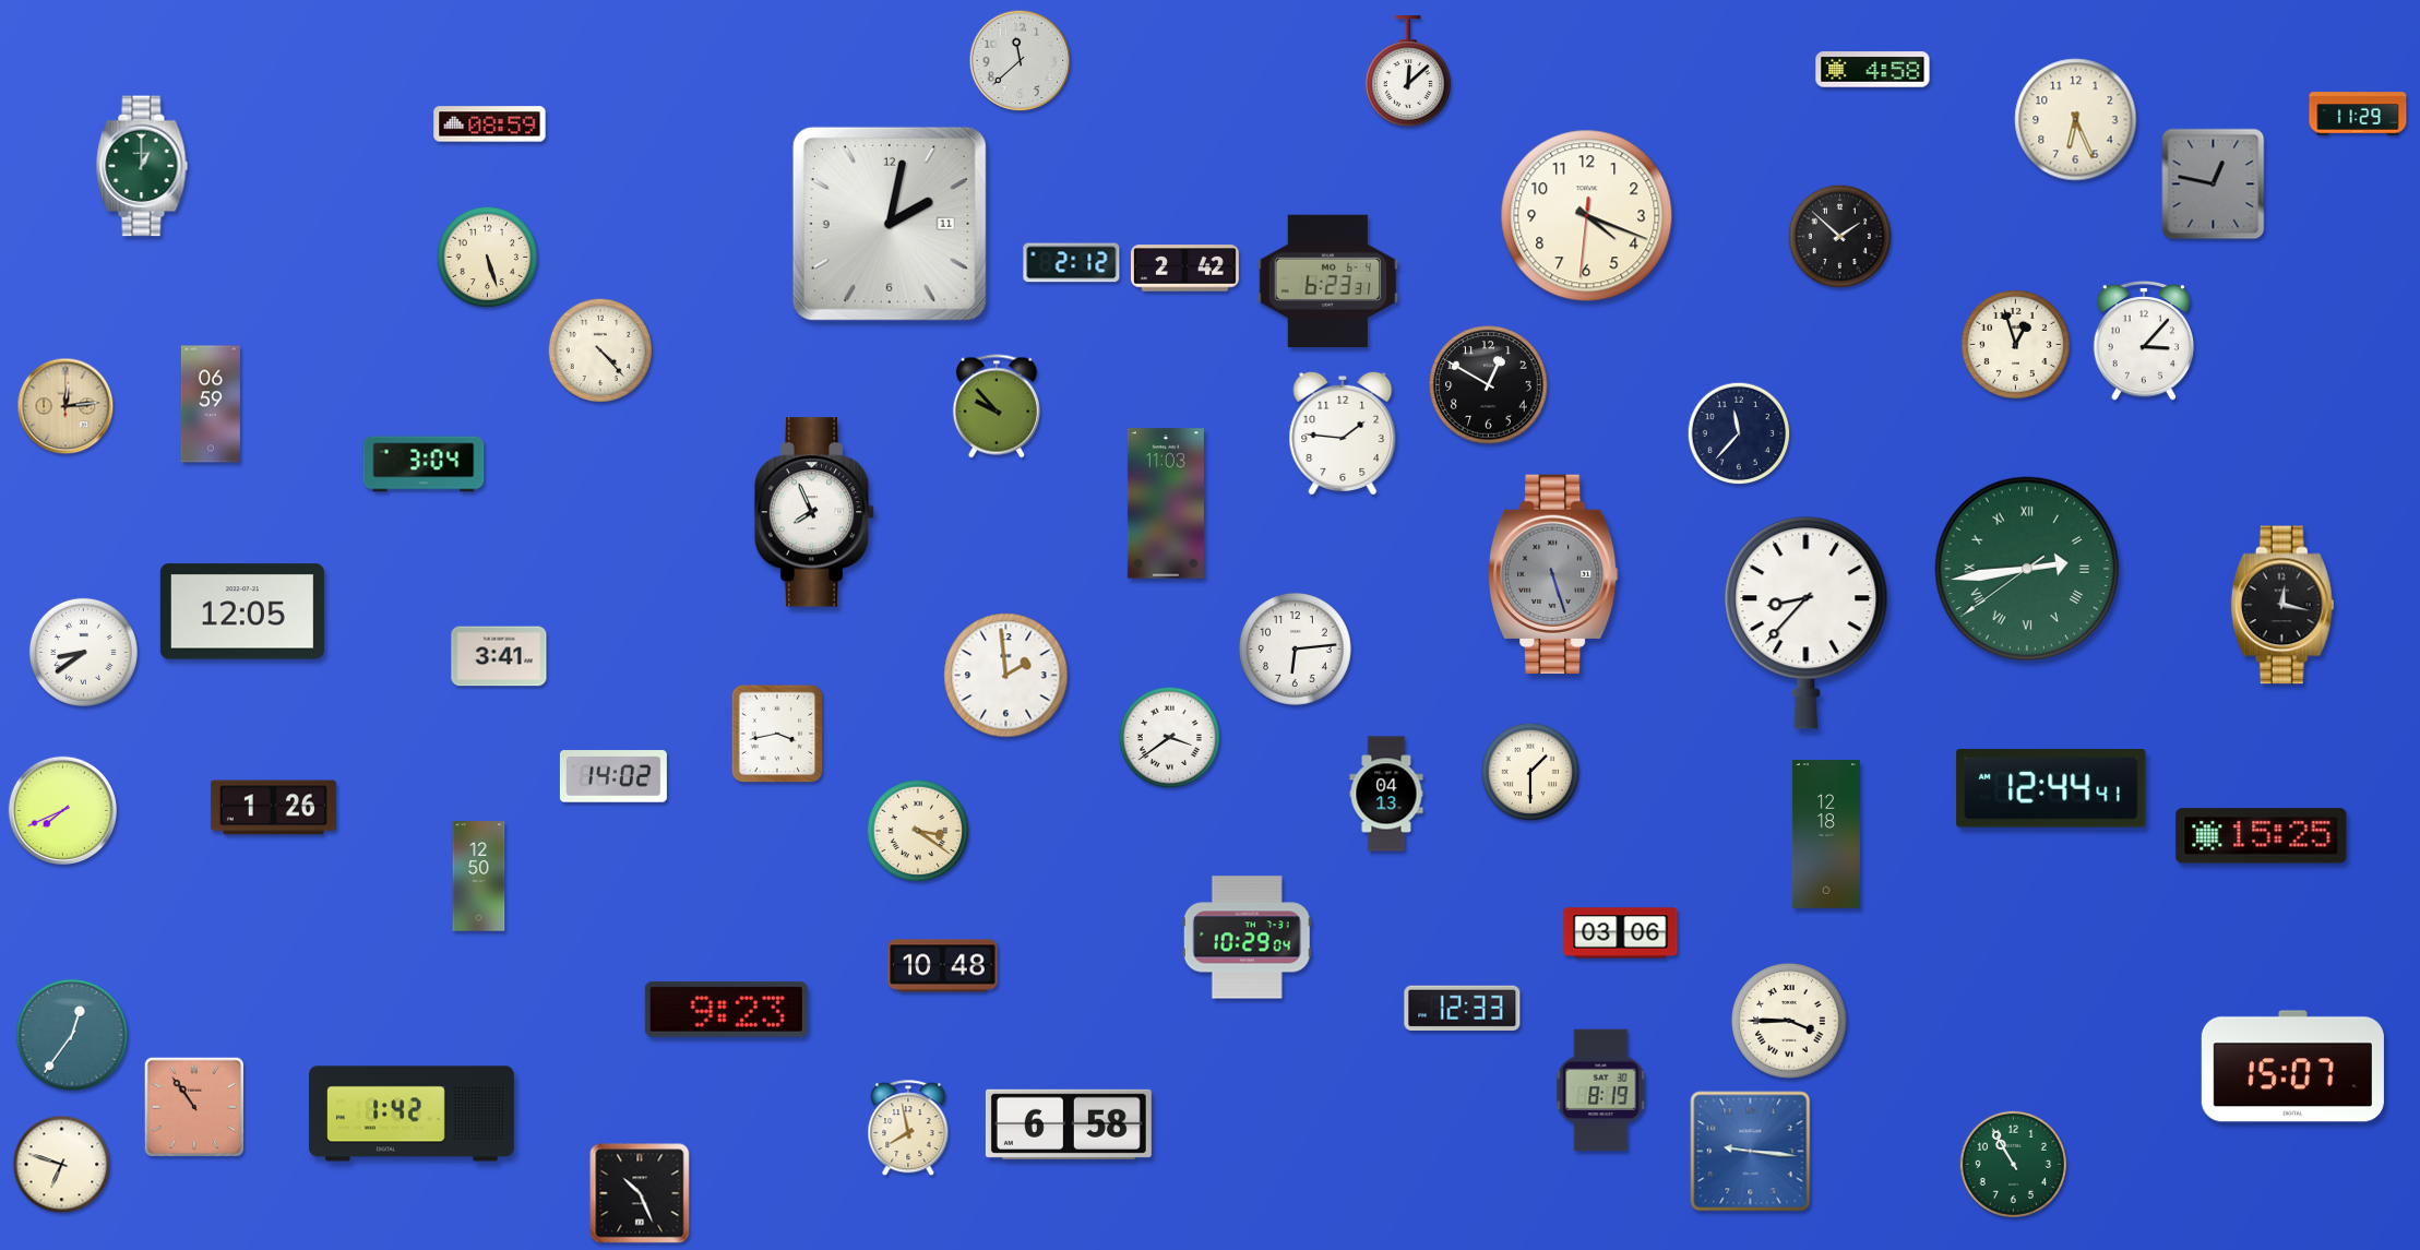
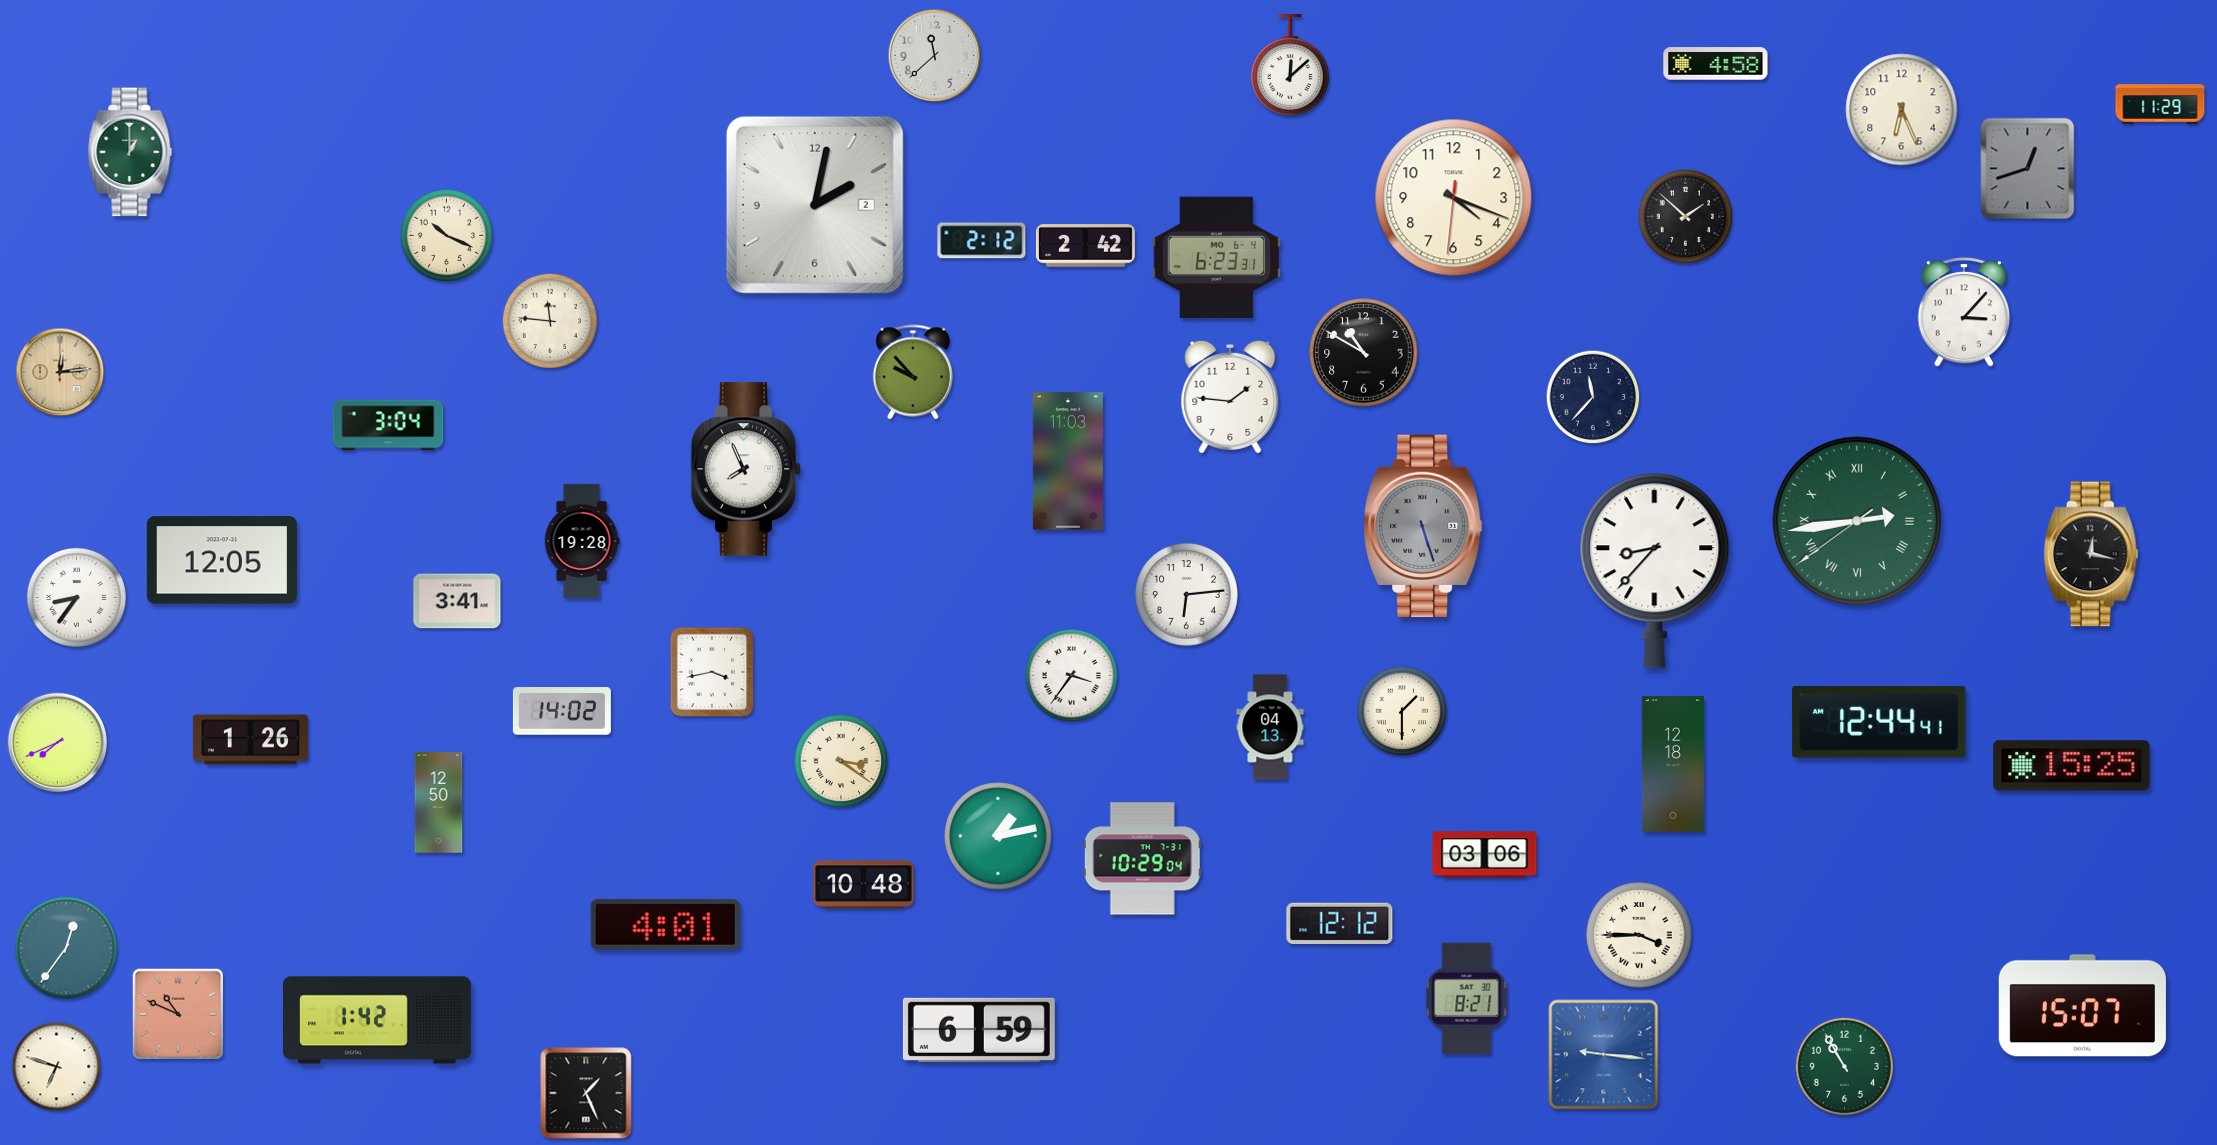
clock at (490, 124): 08:59 -> none
clock at (2214, 184): 12:47 -> 12:42
clock at (890, 224) date: 11 -> 2
clock at (488, 258): 5:27 -> 10:19
clock at (2015, 344): 12:57 -> none
clock at (599, 349): 4:23 -> 11:46
clock at (1489, 385): 12:50 -> 10:50
clock at (211, 404): 06:59 -> none
clock at (582, 541): none -> 19:28
clock at (83, 652): 8:39 -> 8:36
clock at (1006, 676): 1:59 -> none
clock at (1170, 738): 3:39 -> 3:36
clock at (1530, 772) position: (1530, 772) -> (1402, 711)
clock at (998, 836): none -> 1:13
clock at (1463, 1008): 12:33 -> 12:12
clock at (726, 1009): 9:23 -> 4:01
clock at (2292, 1067) position: (2292, 1067) -> (2082, 1006)
clock at (1601, 1091): 8:19 -> 8:21
clock at (194, 1107): 10:54 -> 10:49
clock at (1069, 1124): 6:58 -> 6:59
clock at (908, 1129): 7:58 -> none
clock at (640, 1193): 10:26 -> 1:26
